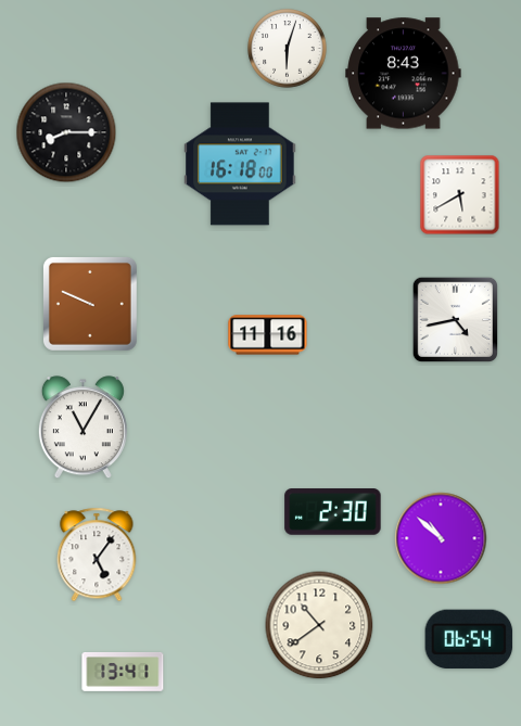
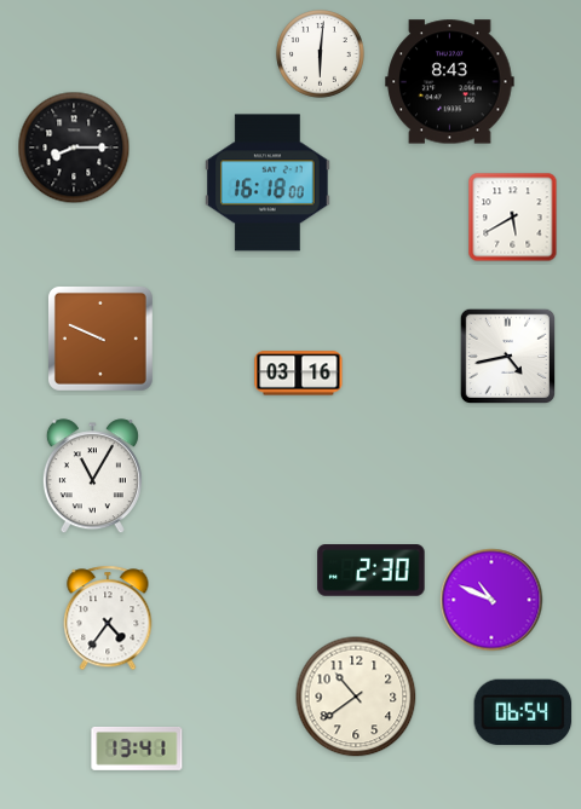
clock at (288, 49): 6:03 -> 6:01
clock at (268, 335): 11:16 -> 03:16
clock at (441, 538): 10:52 -> 10:49
clock at (97, 555): 5:06 -> 4:36
